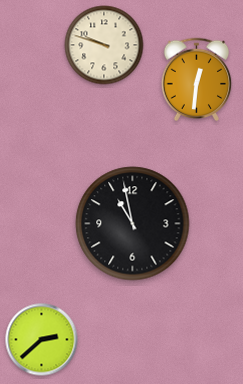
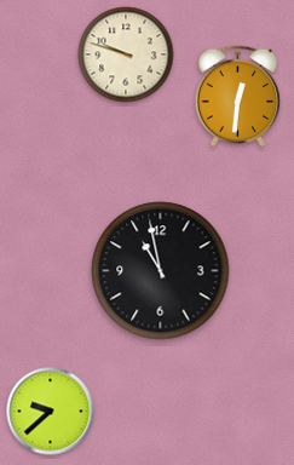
clock at (42, 340): 2:38 -> 9:38
